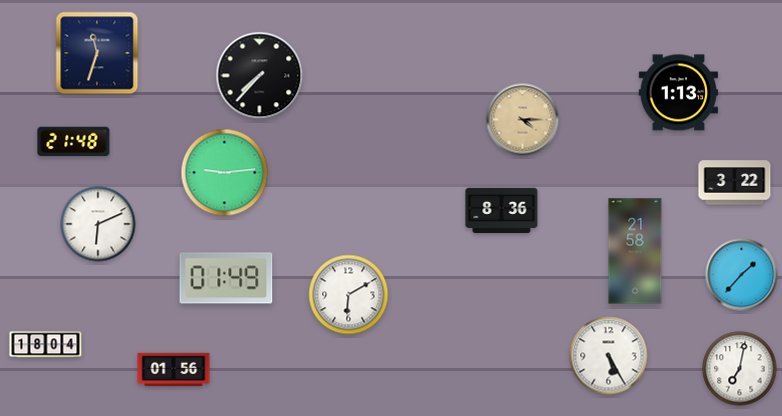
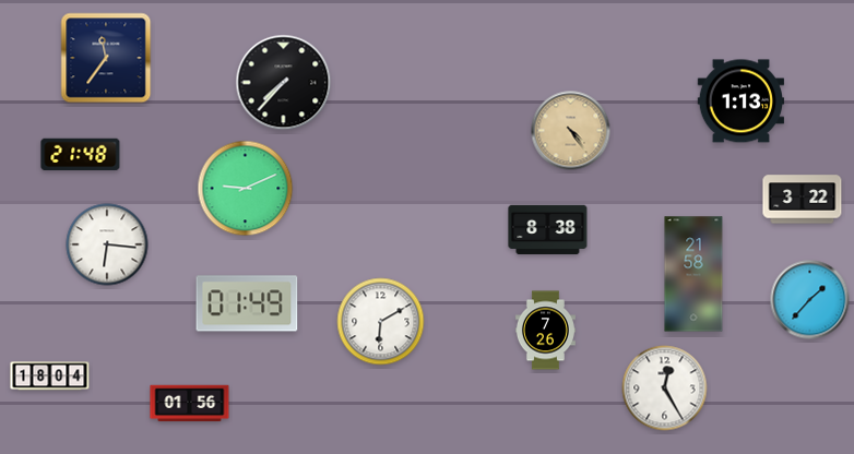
clock at (97, 53): 11:33 -> 11:36
clock at (523, 120): 4:15 -> 4:24
clock at (225, 173): 9:14 -> 9:11
clock at (502, 211): 8:36 -> 8:38
clock at (98, 224): 6:11 -> 6:16
clock at (545, 331): none -> 7:26
clock at (609, 356): 5:25 -> 12:25
clock at (740, 369): 7:02 -> none
